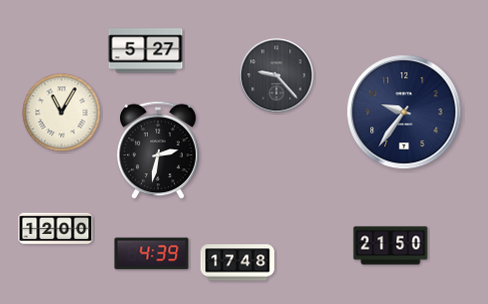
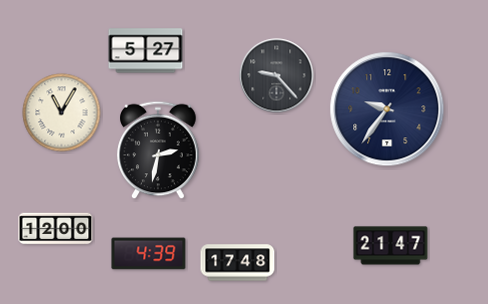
clock at (404, 112) position: (404, 112) -> (387, 109)
clock at (391, 246): 21:50 -> 21:47
clock at (152, 254) position: (152, 254) -> (149, 254)
